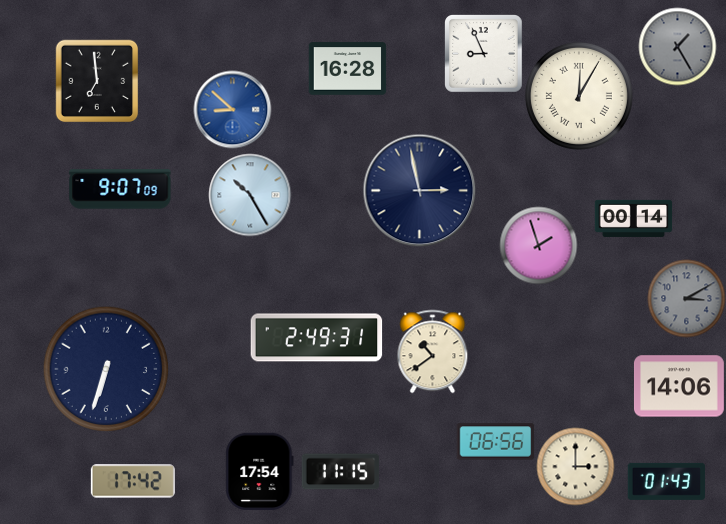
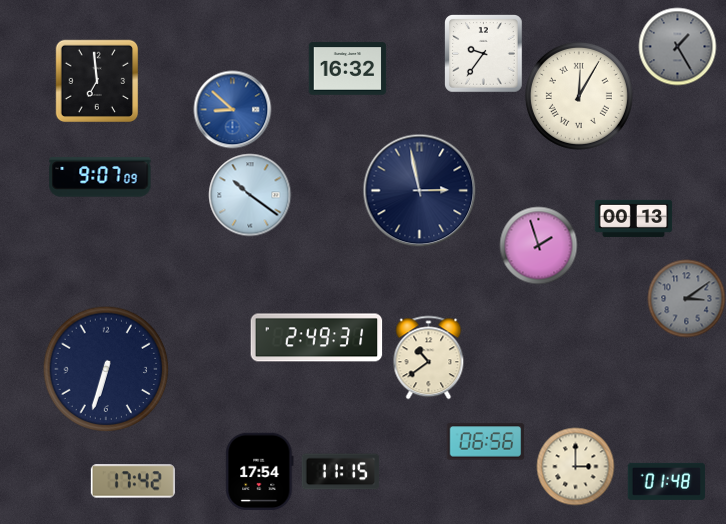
clock at (483, 53): 8:56 -> 9:36
clock at (347, 69): 16:28 -> 16:32
clock at (120, 189) position: (120, 189) -> (100, 177)
clock at (250, 195): 10:25 -> 10:21
clock at (633, 218): 00:14 -> 00:13
clock at (686, 298): 3:10 -> 3:09
clock at (433, 351) position: (433, 351) -> (429, 357)
clock at (679, 386): 14:06 -> none
clock at (495, 442) position: (495, 442) -> (485, 442)
clock at (666, 481): 01:43 -> 01:48
